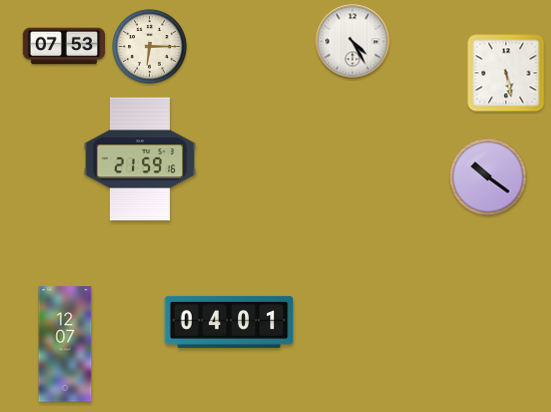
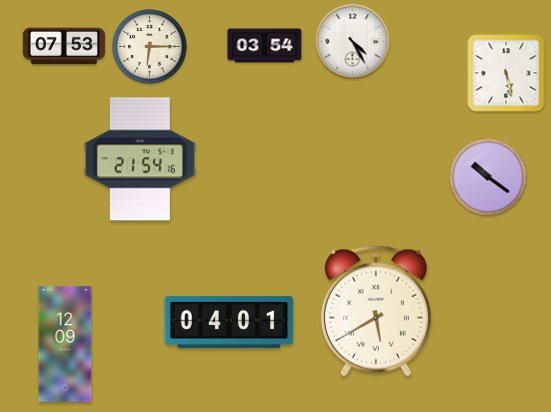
clock at (265, 46): none -> 03:54
clock at (140, 159): 21:59 -> 21:54
clock at (376, 311): none -> 5:40
clock at (65, 344): 12:07 -> 12:09
